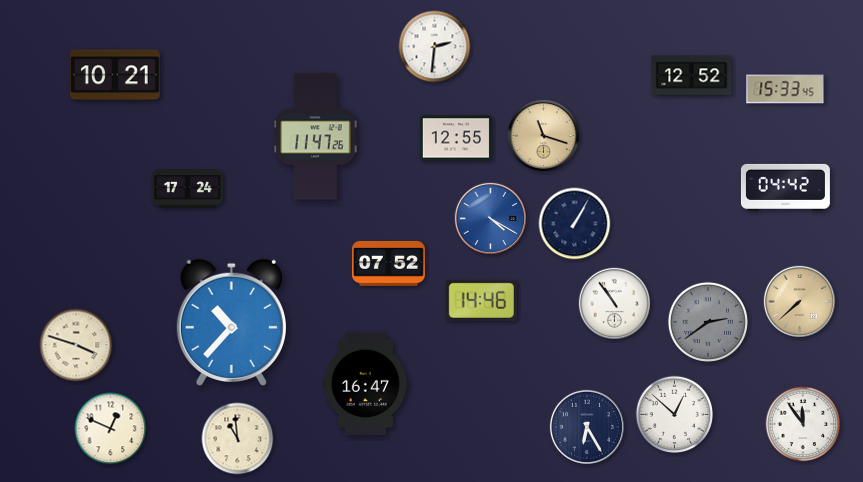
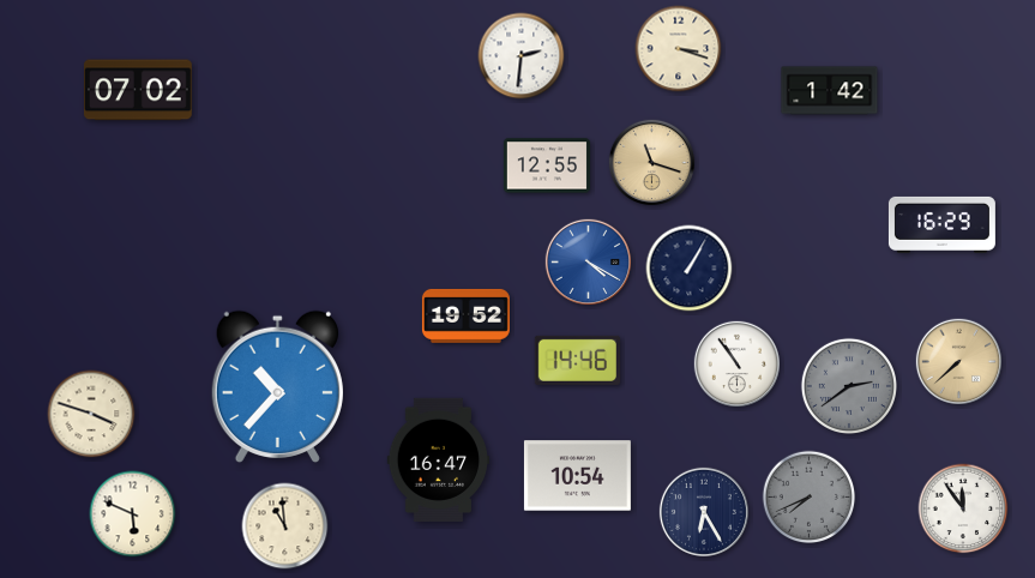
clock at (679, 49): none -> 3:18
clock at (115, 75): 10:21 -> 07:02
clock at (692, 76): 12:52 -> 1:42
clock at (785, 89): 15:33 -> none
clock at (316, 137): 11:47 -> none
clock at (785, 187): 04:42 -> 16:29
clock at (187, 189): 17:24 -> none
clock at (388, 263): 07:52 -> 19:52
clock at (577, 476): none -> 10:54
clock at (675, 415): 12:52 -> 7:41
clock at (675, 415) dial: white -> grey
clock at (111, 429): 12:49 -> 5:49
